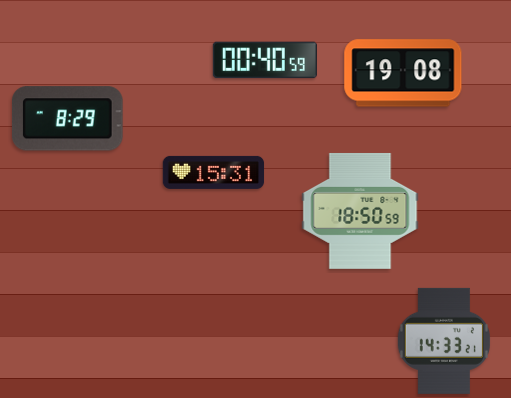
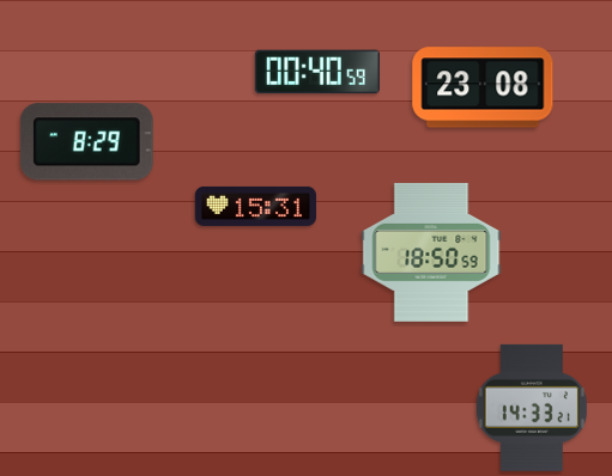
clock at (403, 73): 19:08 -> 23:08
clock at (68, 119) position: (68, 119) -> (87, 142)
